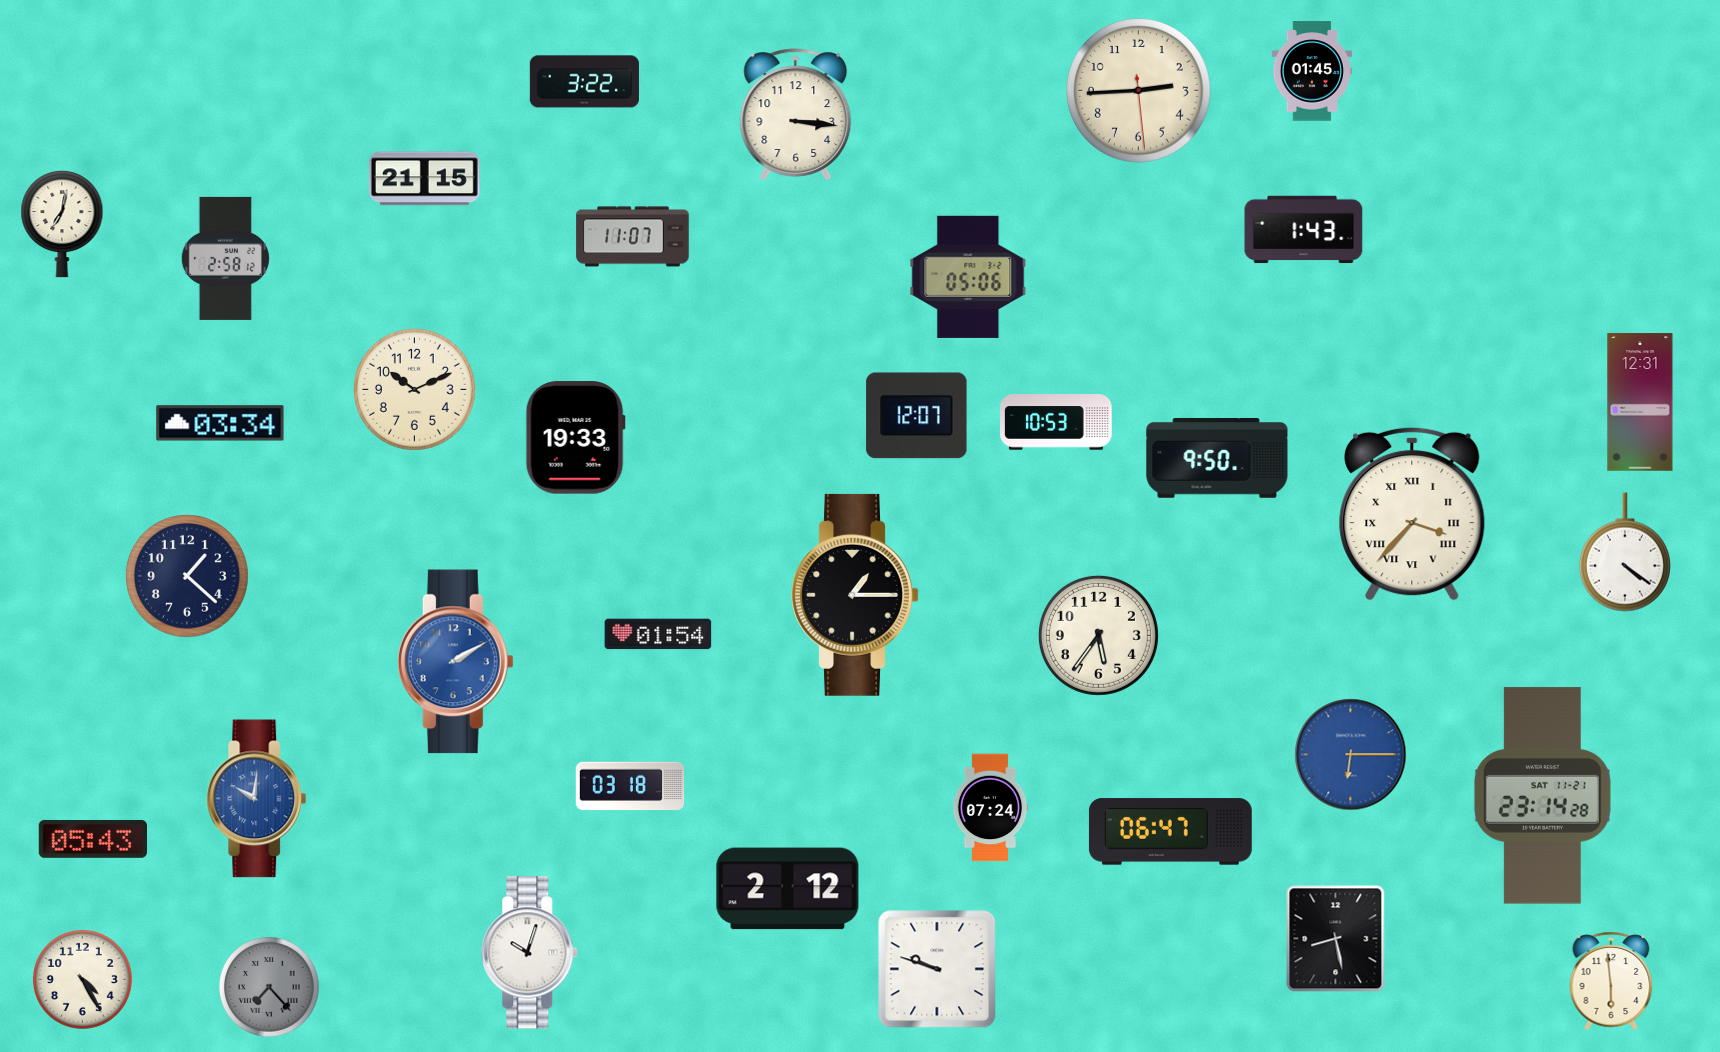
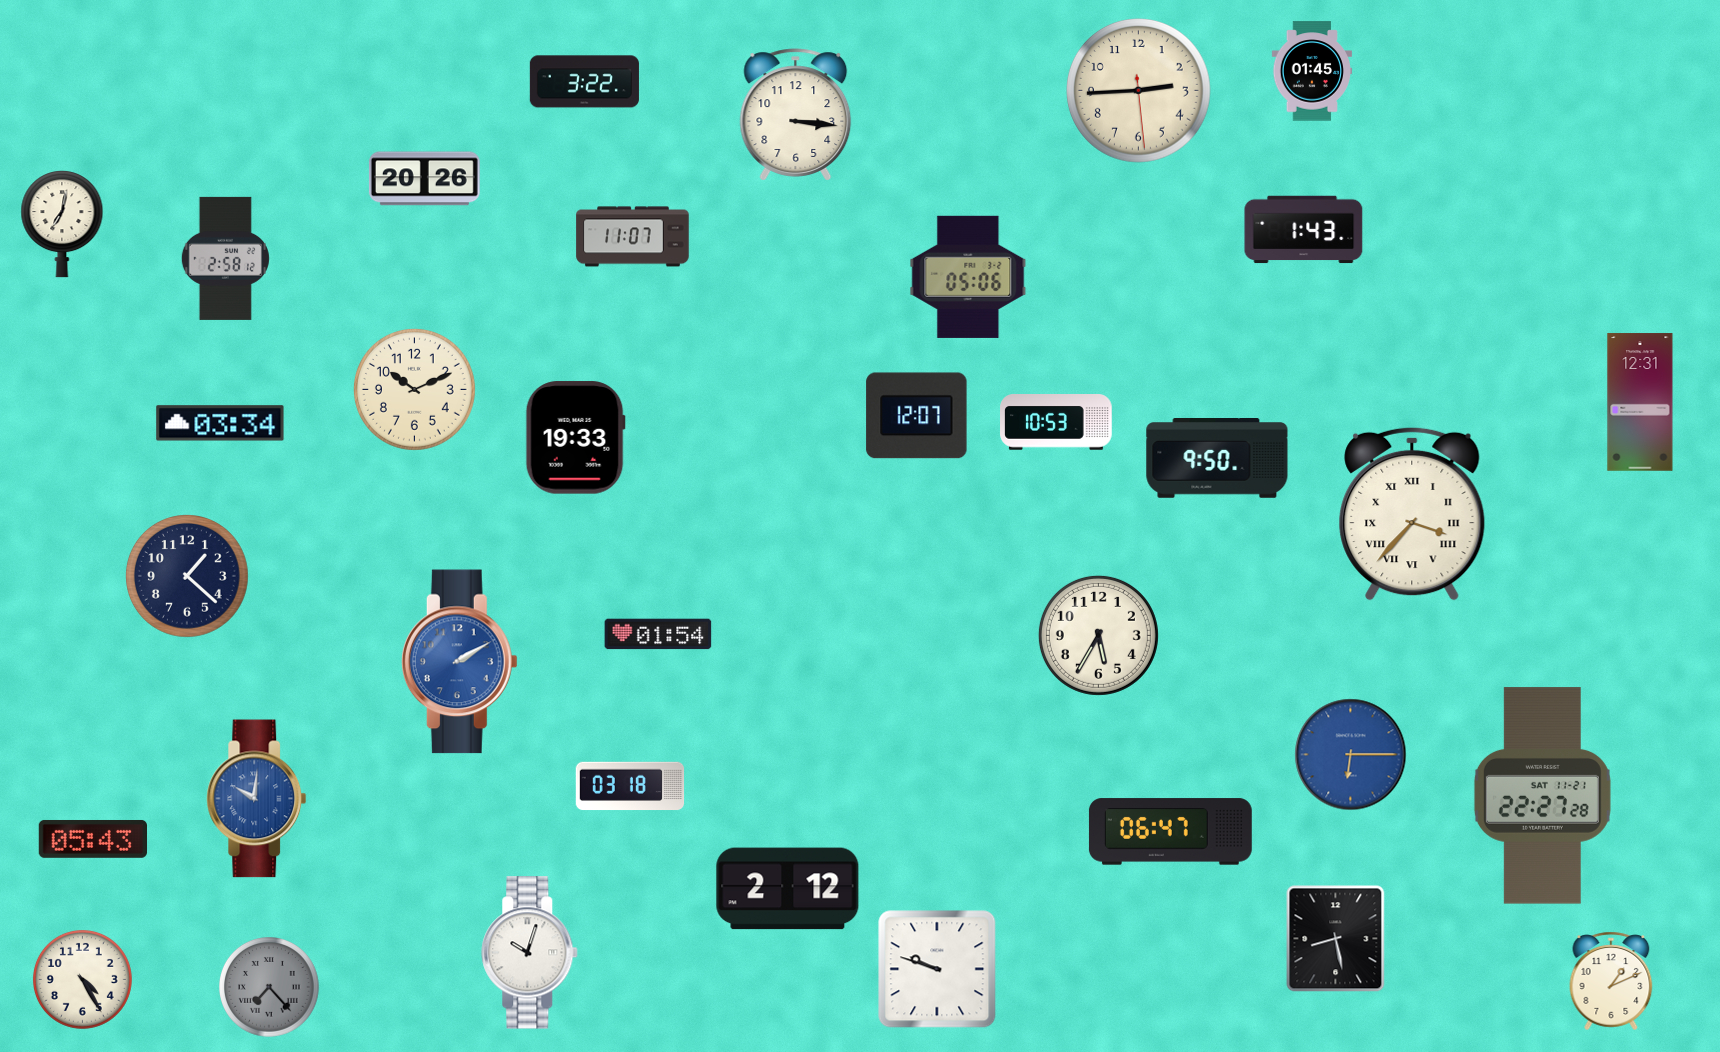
clock at (424, 179): 21:15 -> 20:26
clock at (1625, 552): 4:21 -> none
clock at (855, 595): 1:15 -> none
clock at (1098, 635): 5:36 -> 5:35
clock at (455, 662) position: (455, 662) -> (459, 662)
clock at (1542, 796): 23:14 -> 22:27
clock at (990, 808): 07:24 -> none
clock at (1611, 981): 5:59 -> 1:11
